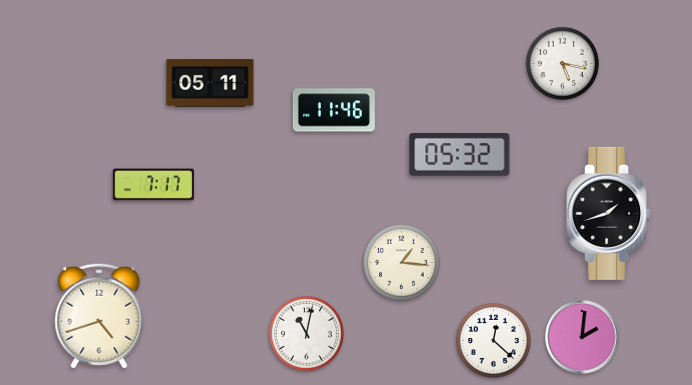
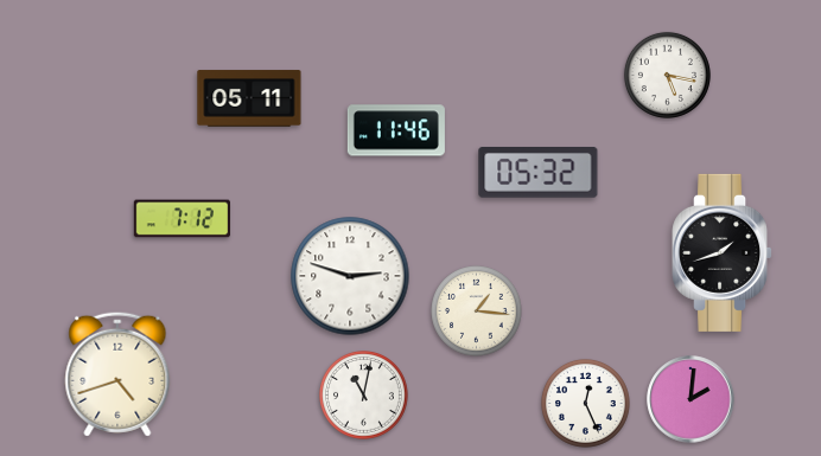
clock at (460, 155) position: (460, 155) -> (539, 173)
clock at (153, 185): 7:17 -> 7:12
clock at (350, 276): none -> 2:48
clock at (493, 340): 12:22 -> 12:26
